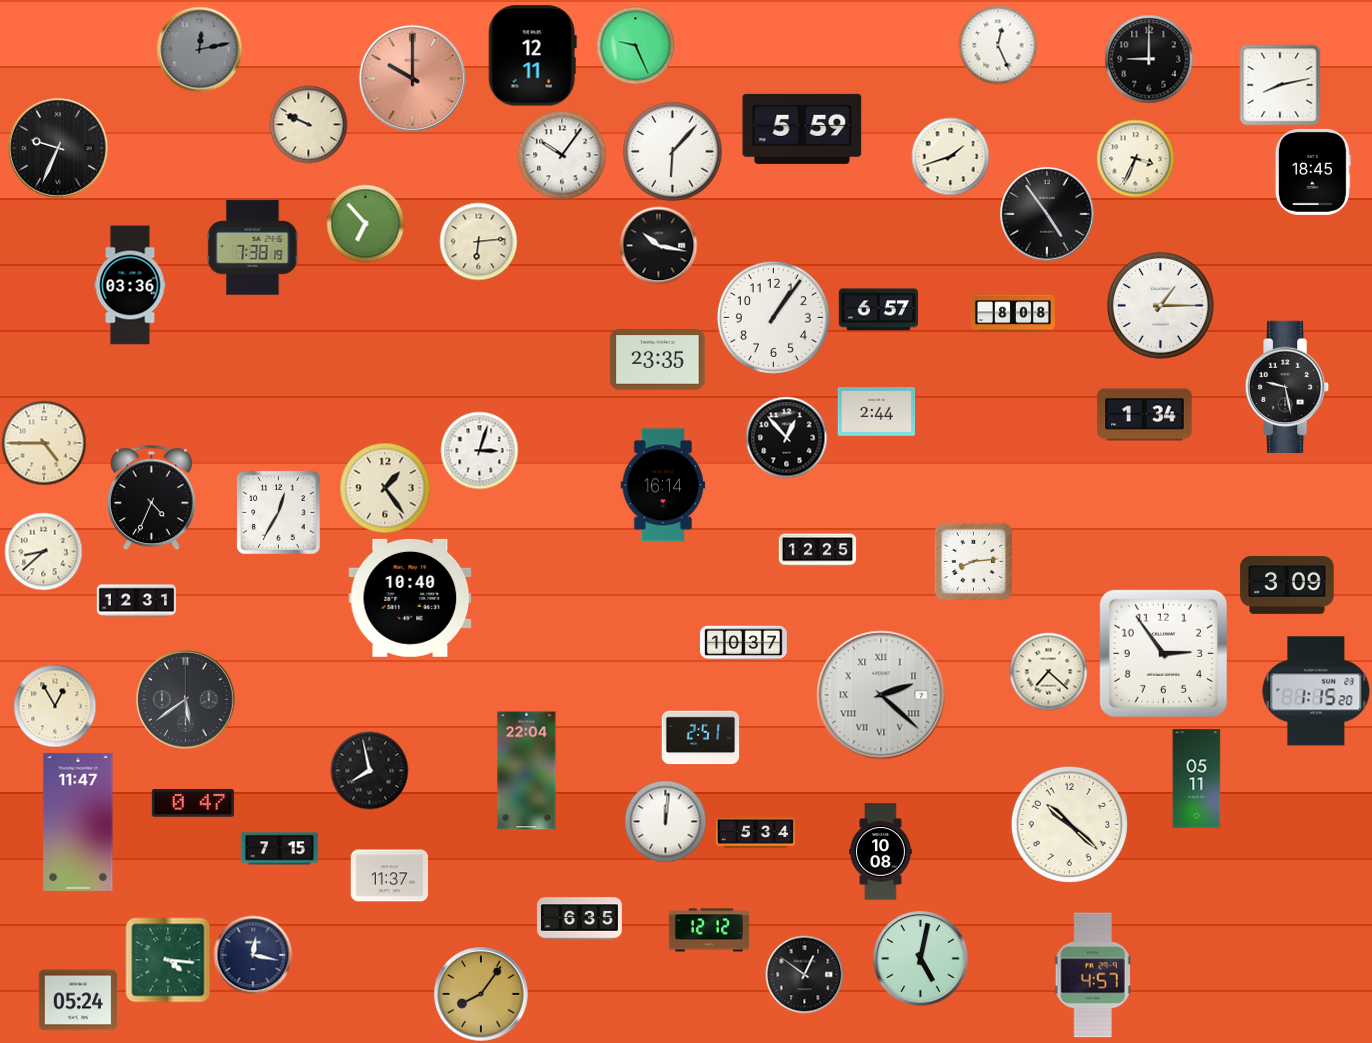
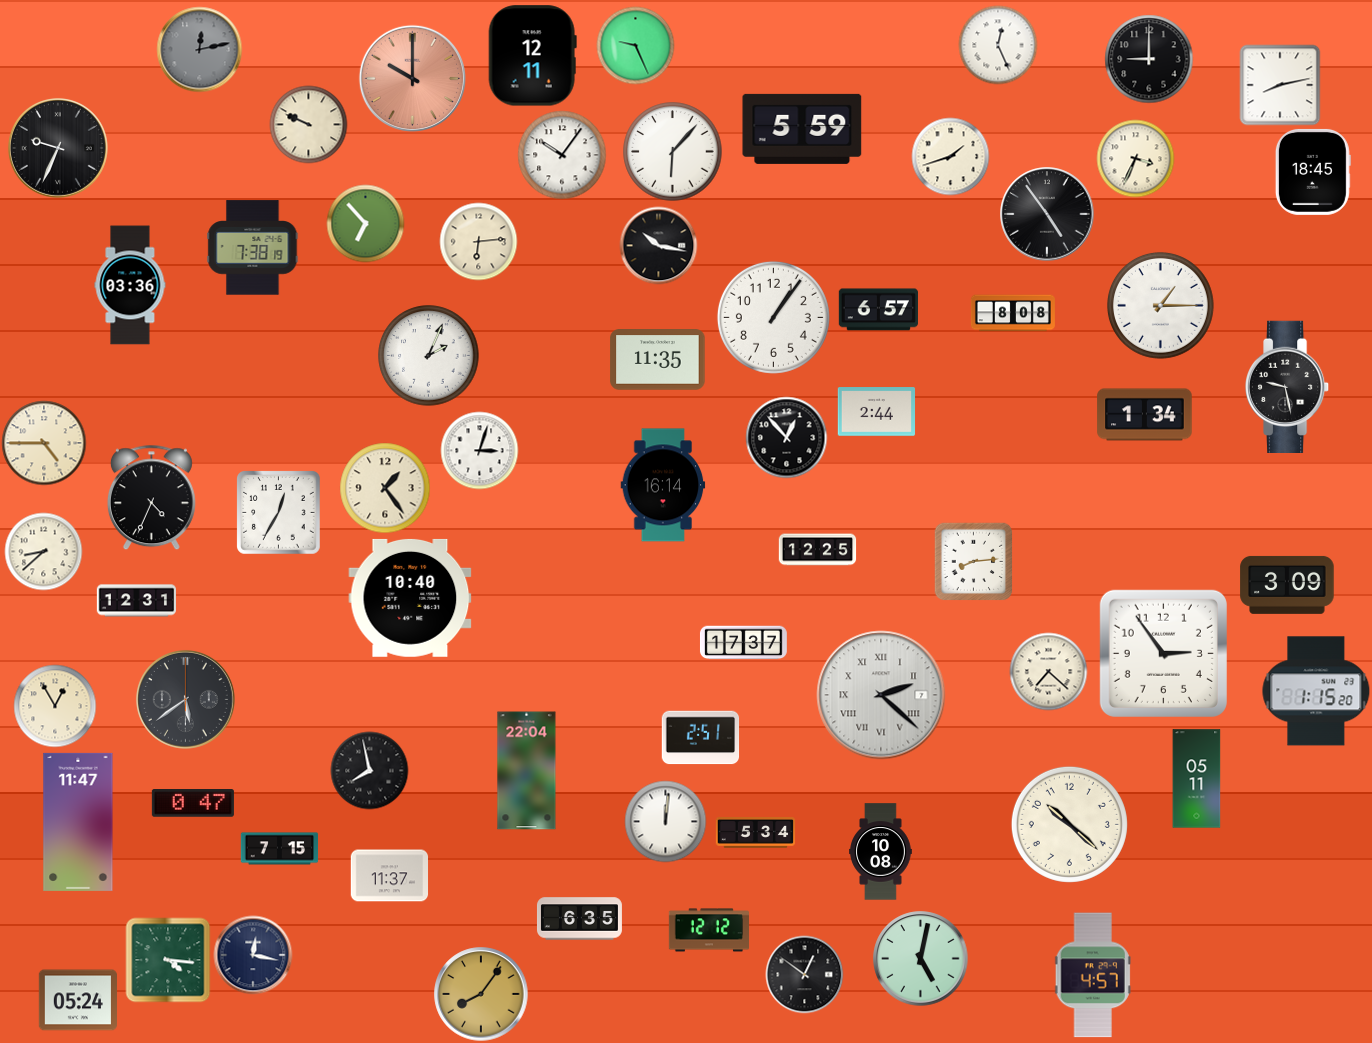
clock at (429, 356): none -> 2:04
clock at (658, 360): 23:35 -> 11:35
clock at (743, 643): 10:37 -> 17:37
